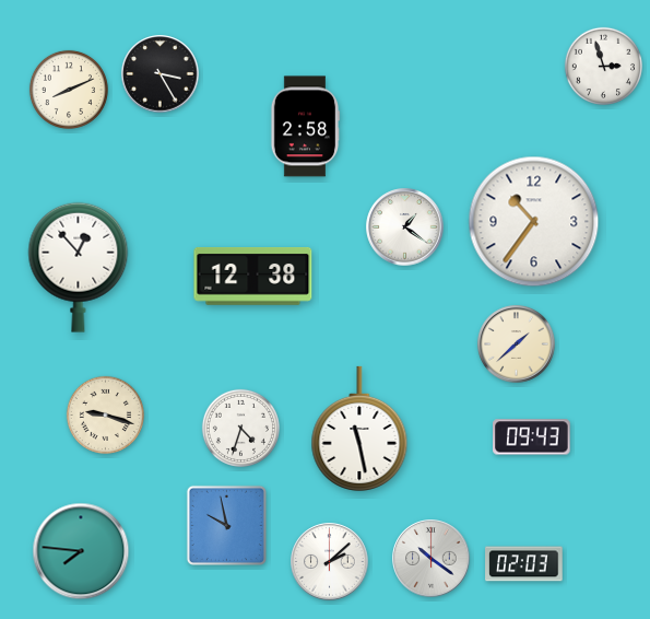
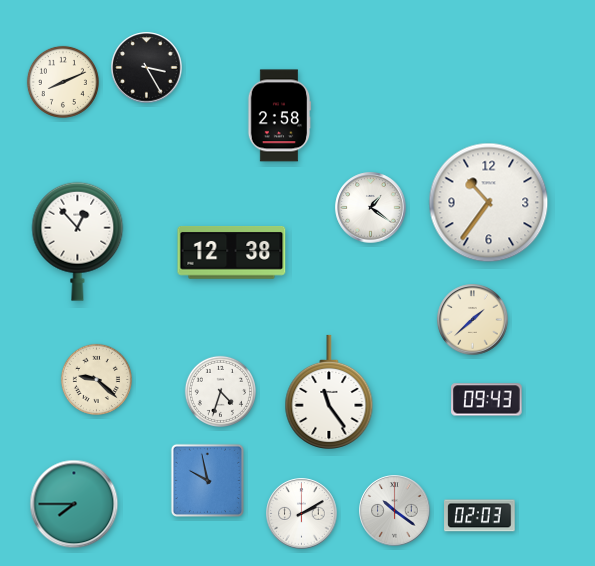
clock at (603, 66): 2:57 -> none
clock at (79, 267) position: (79, 267) -> (78, 241)
clock at (517, 344) position: (517, 344) -> (473, 320)
clock at (105, 414): 9:18 -> 9:22
clock at (359, 429): 11:28 -> 11:24
clock at (81, 551): 7:46 -> 7:45
clock at (330, 562): 2:08 -> 2:10
